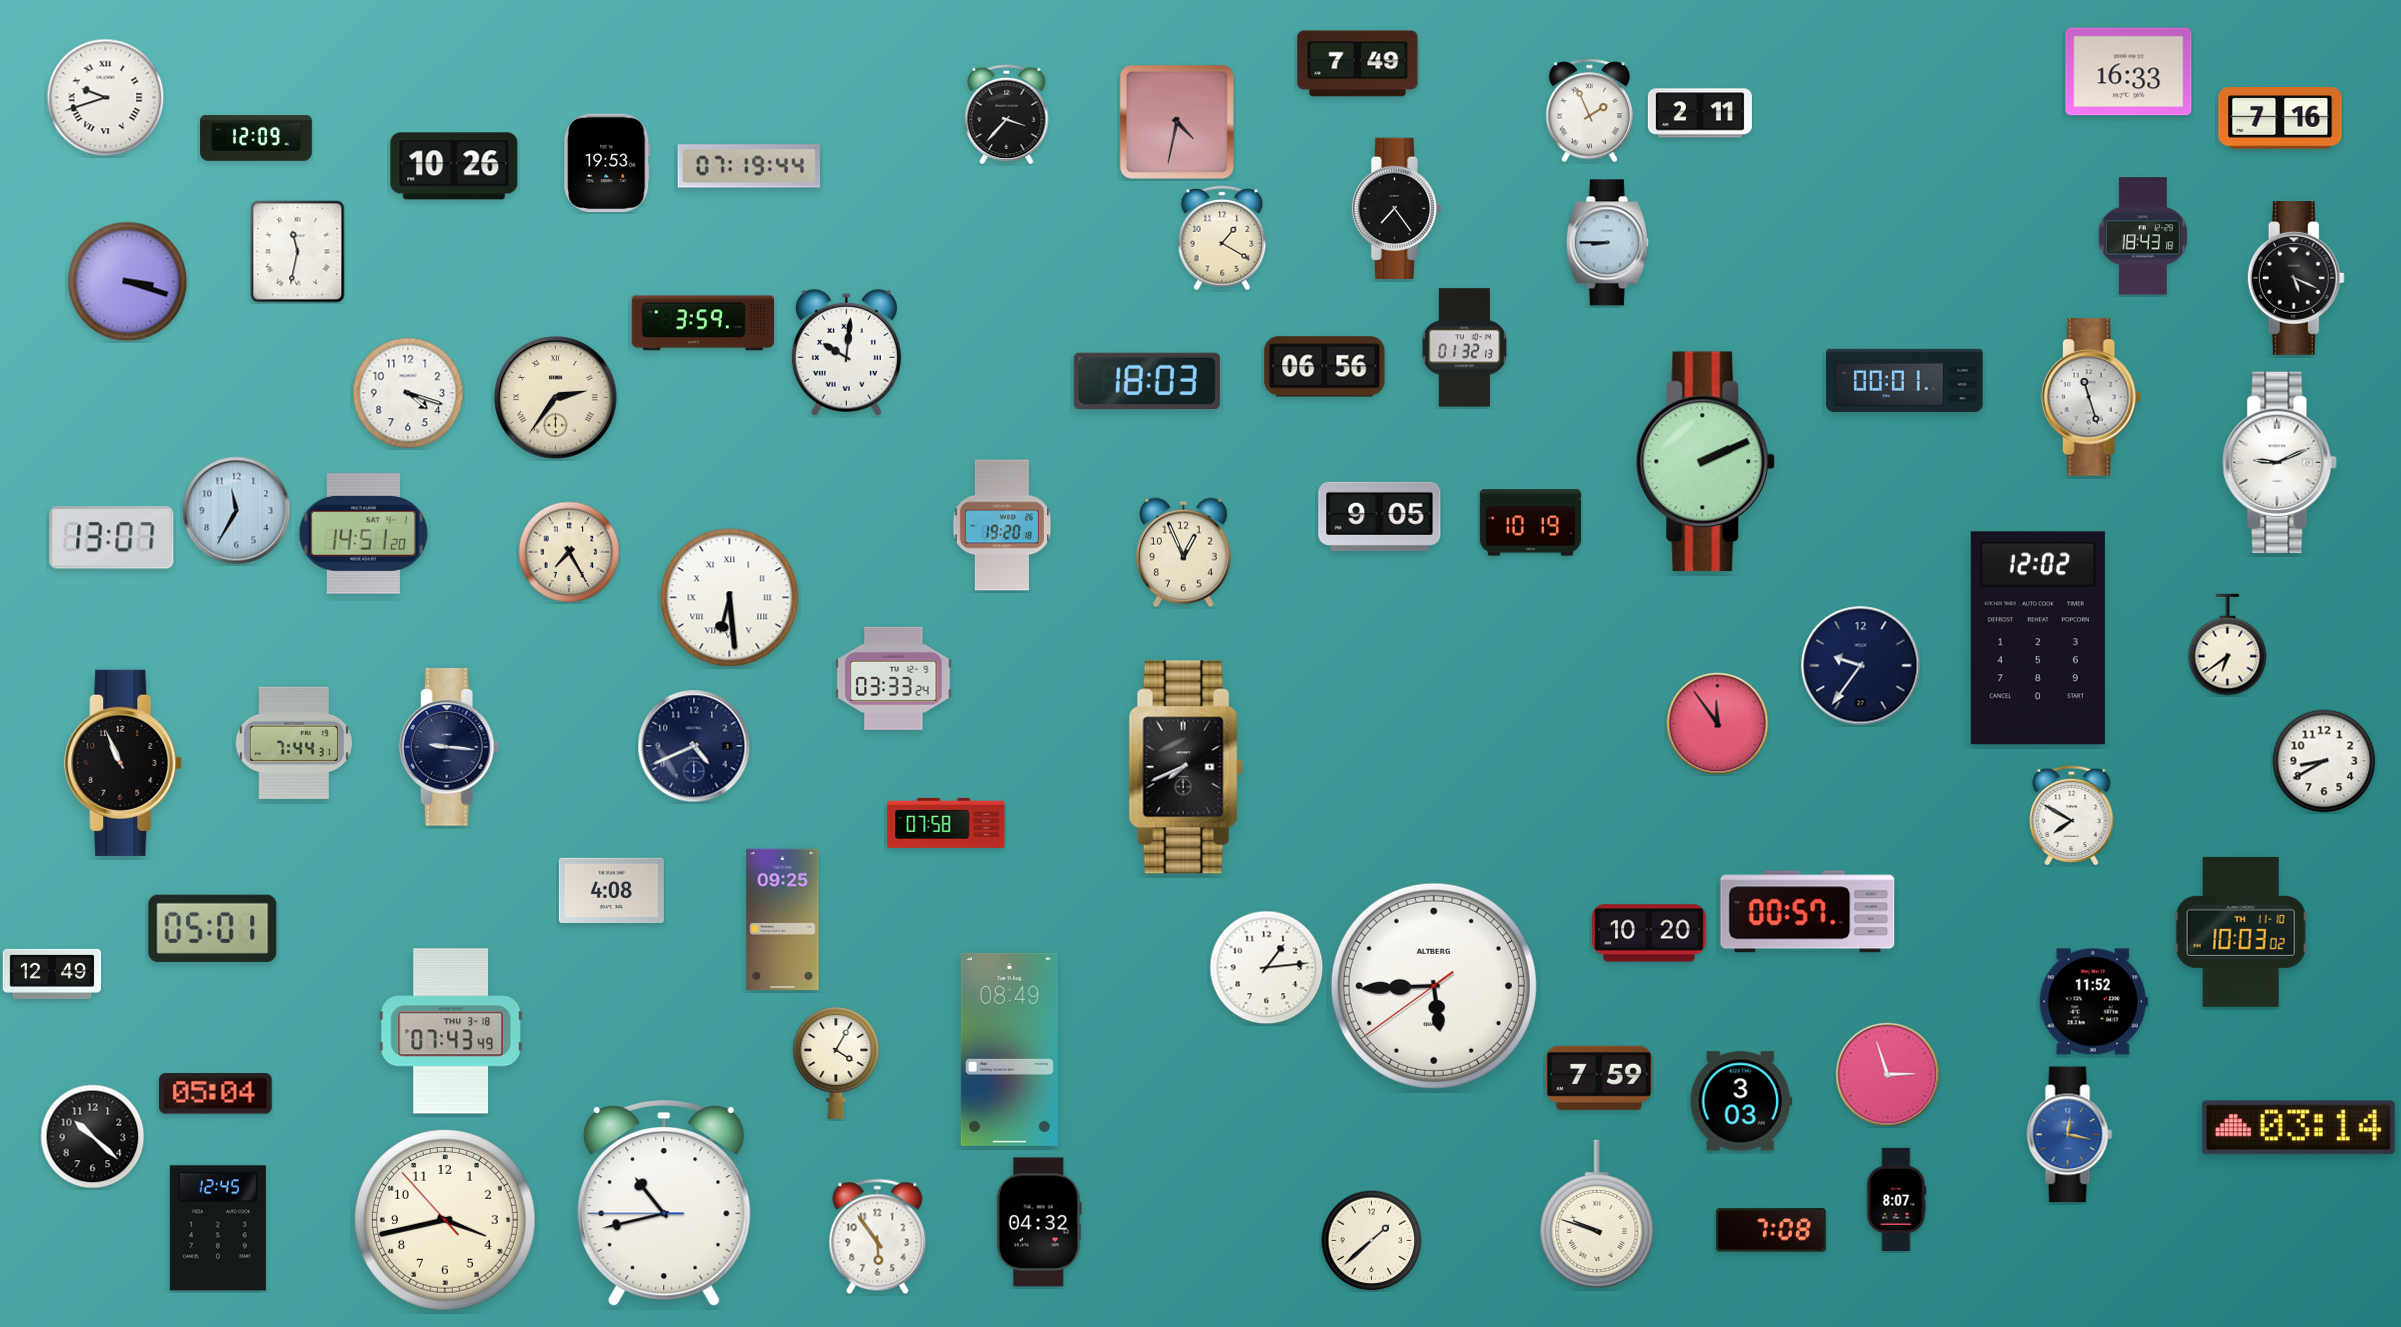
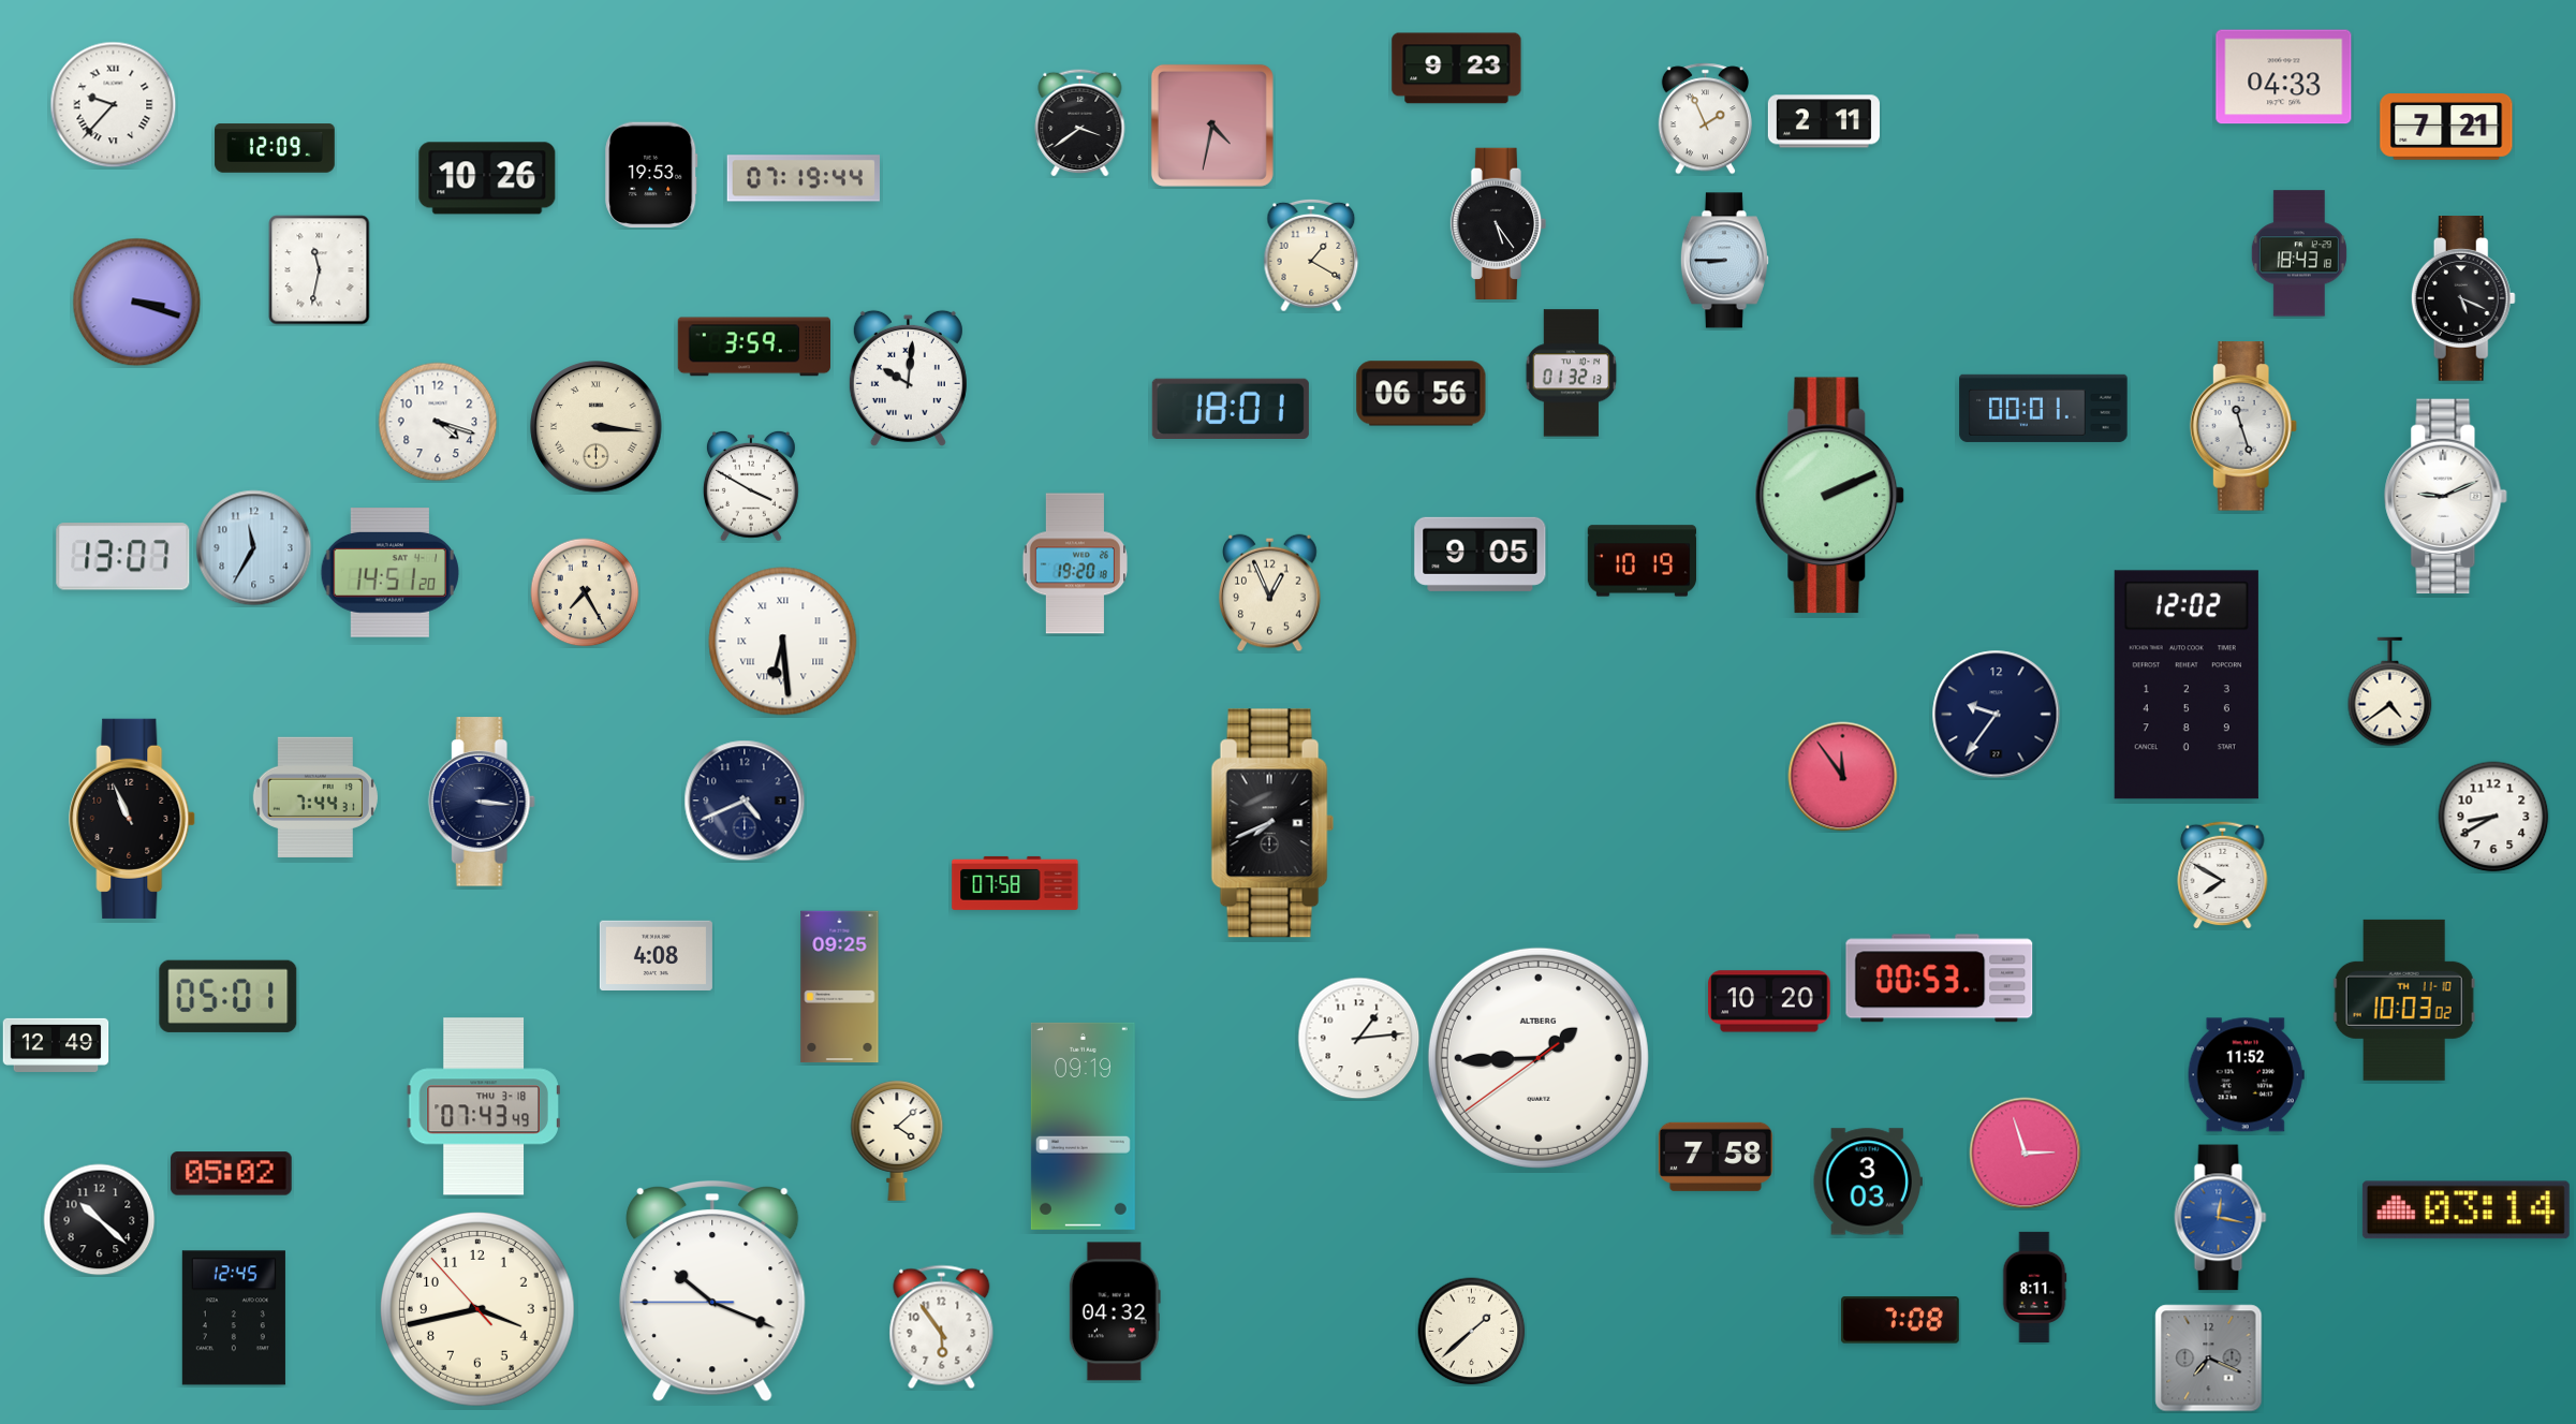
clock at (1358, 64): 7:49 -> 9:23
clock at (2129, 72): 16:33 -> 04:33
clock at (106, 98): 9:42 -> 9:37
clock at (1007, 114): 3:37 -> 3:39
clock at (2280, 118): 7:16 -> 7:21
clock at (1177, 122) position: (1177, 122) -> (1212, 126)
clock at (1397, 209): 7:24 -> 5:24
clock at (1147, 380): 18:03 -> 18:01
clock at (556, 398): 2:36 -> 3:16
clock at (751, 486): none -> 3:50
clock at (112, 538) position: (112, 538) -> (123, 557)
clock at (569, 552) position: (569, 552) -> (585, 592)
clock at (2228, 645): 6:39 -> 4:39
clock at (894, 678): 03:33 -> none
clock at (449, 747): 9:16 -> 3:16
clock at (1808, 912): 00:57 -> 00:53
clock at (1434, 986): 5:44 -> 1:44
clock at (1009, 1049): 08:49 -> 09:19
clock at (836, 1063): 4:05 -> 4:08
clock at (1599, 1078): 7:59 -> 7:58
clock at (216, 1094): 05:04 -> 05:02
clock at (1896, 1199): 8:07 -> 8:11
clock at (664, 1203): 10:42 -> 10:18
clock at (1597, 1214): 9:48 -> none
clock at (2209, 1359): none -> 7:19
